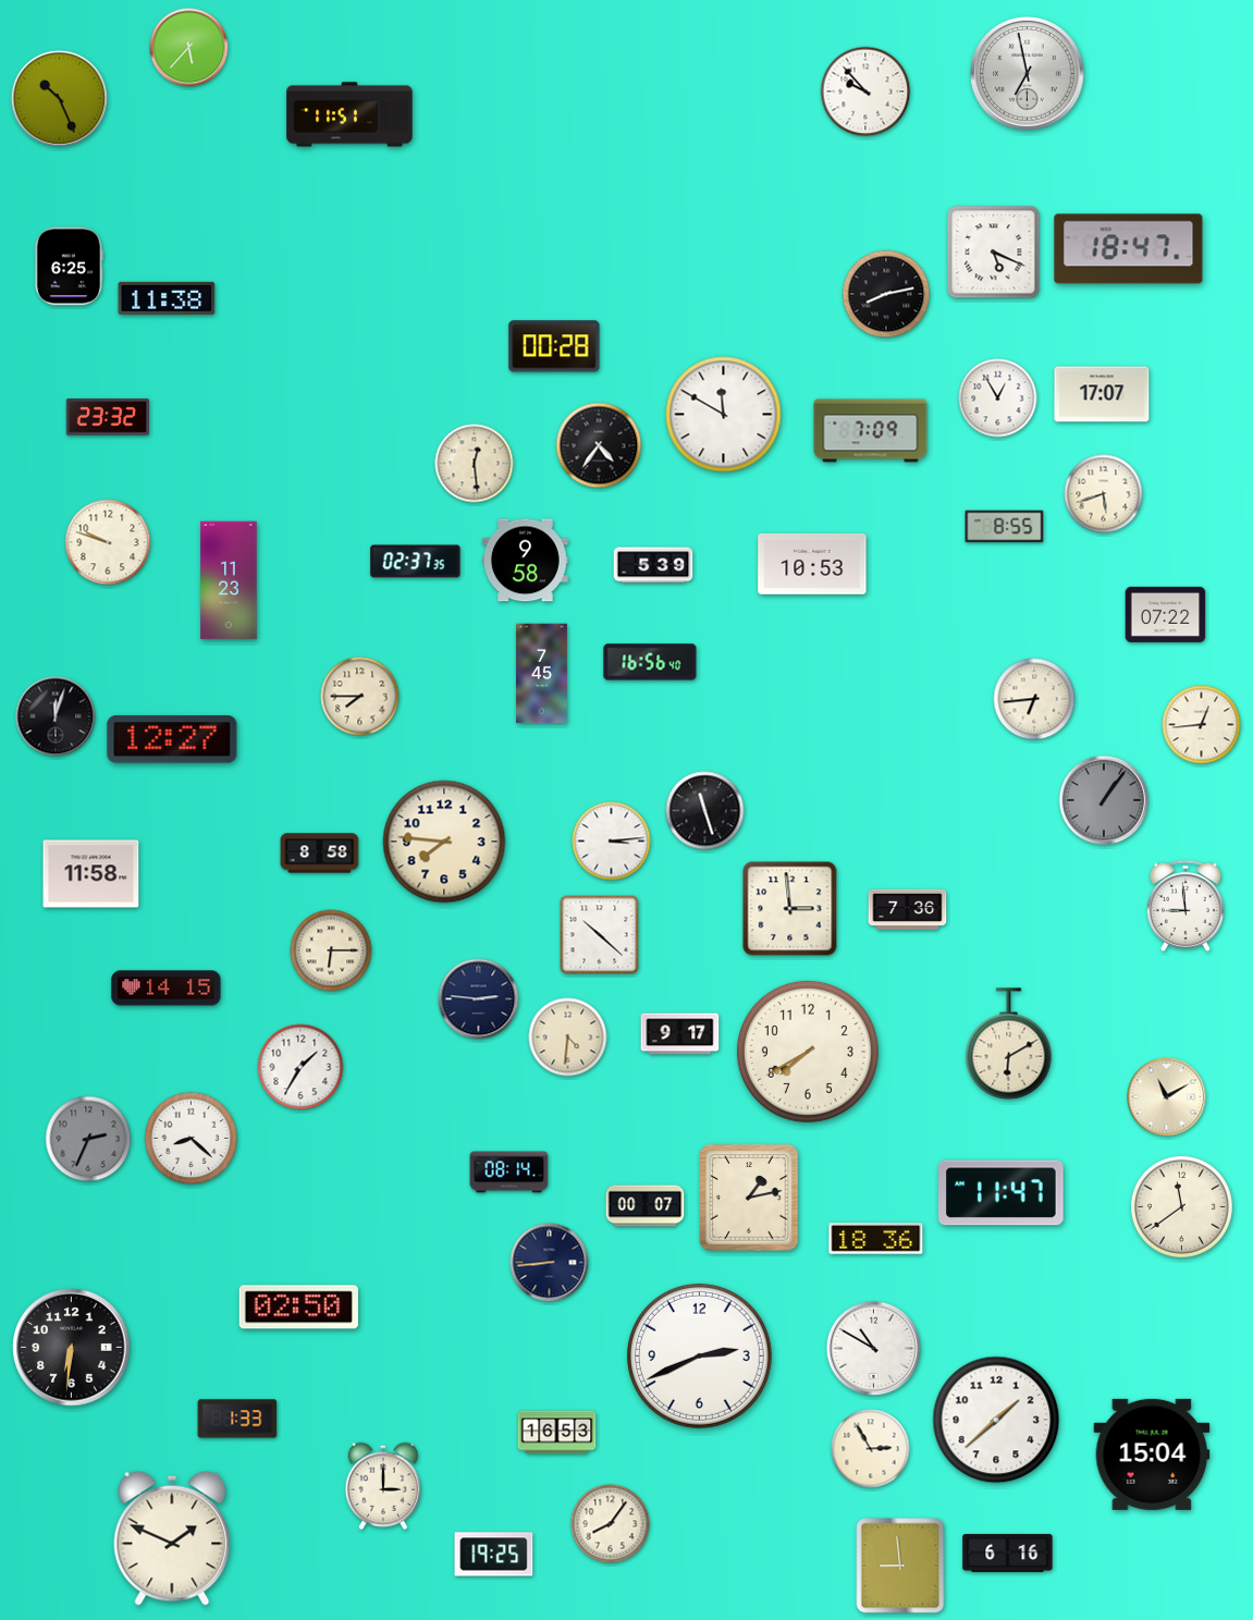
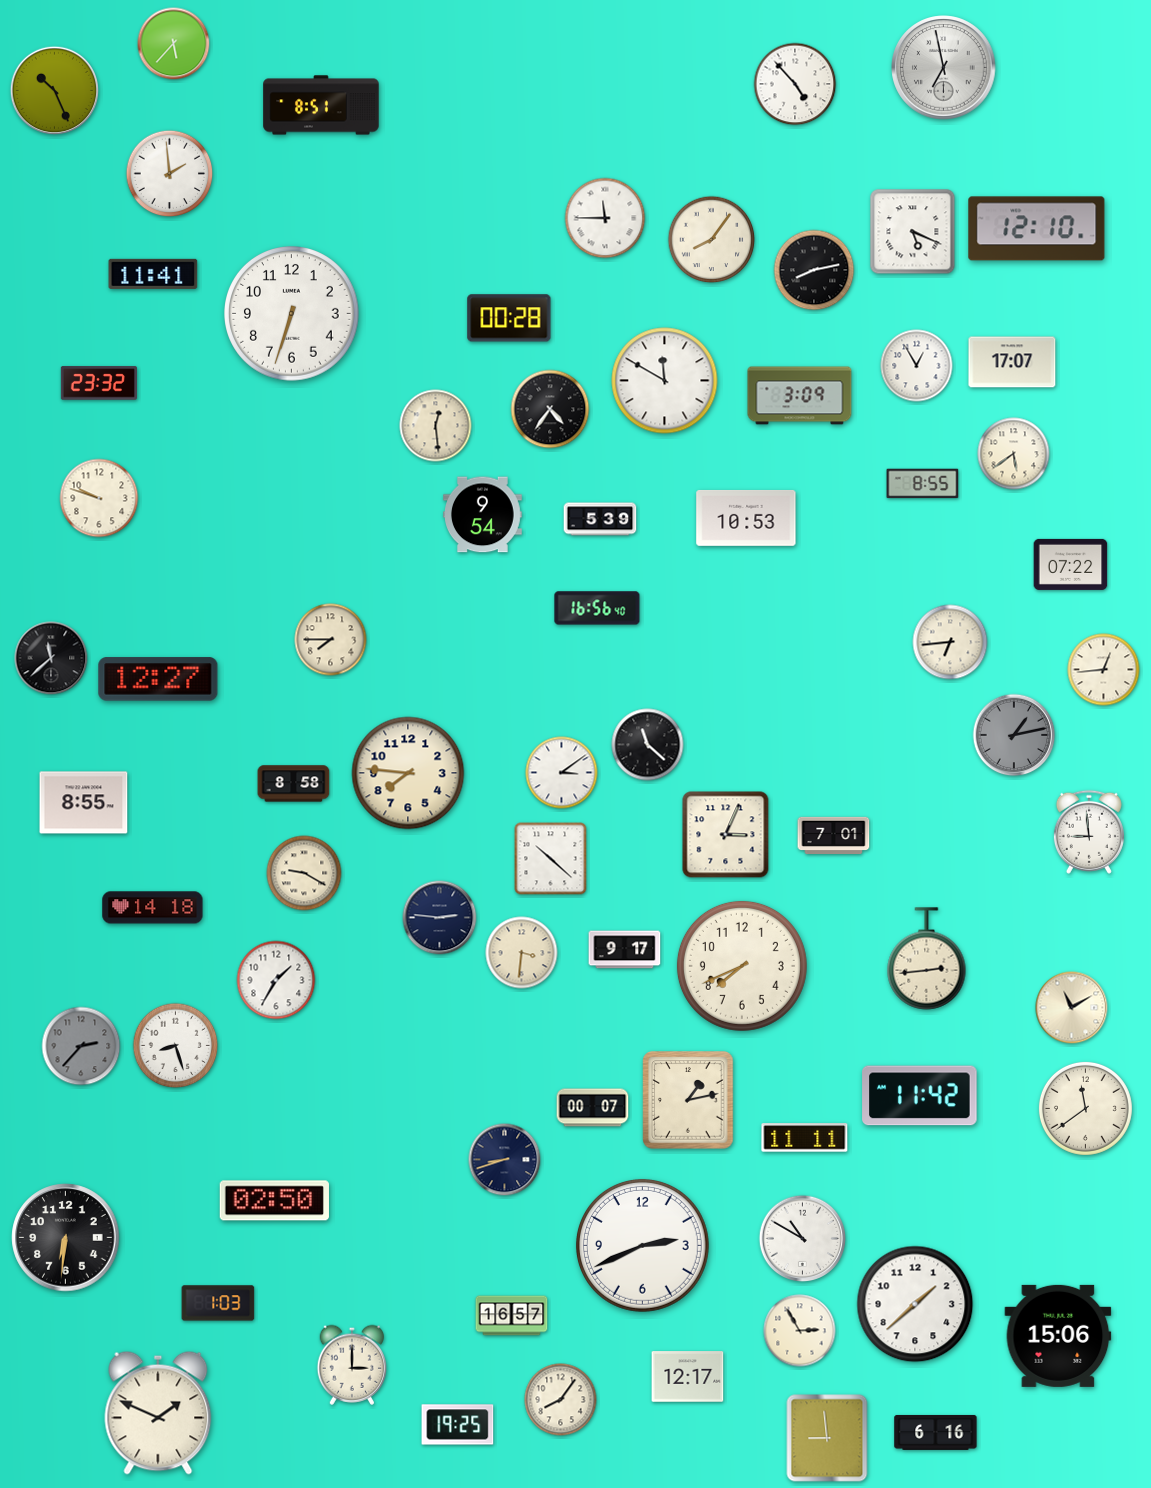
clock at (865, 91): 9:53 -> 4:53
clock at (349, 114): 11:51 -> 8:51
clock at (170, 174): none -> 1:59
clock at (605, 218): none -> 11:45
clock at (1129, 249): 18:47 -> 12:10
clock at (712, 240): none -> 8:06
clock at (69, 267): 6:25 -> none
clock at (167, 298): 11:38 -> 11:41
clock at (292, 314): none -> 6:33
clock at (871, 431): 7:09 -> 3:09
clock at (1104, 494): 5:42 -> 5:39
clock at (526, 561): 9:58 -> 9:54
clock at (416, 562): 02:37 -> none
clock at (229, 580): 11:23 -> none
clock at (542, 674): 7:45 -> none
clock at (56, 716): 12:03 -> 11:38
clock at (1202, 725) position: (1202, 725) -> (1104, 670)
clock at (1104, 800): 1:06 -> 1:13
clock at (705, 811): 11:27 -> 11:22
clock at (612, 842): 3:14 -> 3:09
clock at (91, 874): 11:58 -> 8:55
clock at (790, 909): 2:59 -> 3:04
clock at (908, 909): 7:36 -> 7:01
clock at (331, 950): 6:15 -> 9:20
clock at (167, 989): 14:15 -> 14:18
clock at (568, 1038): 4:31 -> 3:31
clock at (1009, 1044): 6:10 -> 2:44
clock at (808, 1052): 7:40 -> 7:41
clock at (88, 1139): 2:34 -> 2:37
clock at (192, 1139): 8:22 -> 8:27
clock at (509, 1173): 08:14 -> none
clock at (1002, 1193): 11:47 -> 11:42
clock at (876, 1239): 18:36 -> 11:11
clock at (550, 1263): 8:44 -> 8:42
clock at (237, 1419): 1:33 -> 1:03
clock at (557, 1433): 16:53 -> 16:57
clock at (1152, 1455): 15:04 -> 15:06
clock at (688, 1377): none -> 12:17
clock at (1008, 1552) position: (1008, 1552) -> (936, 1432)
clock at (494, 1555) position: (494, 1555) -> (458, 1425)
